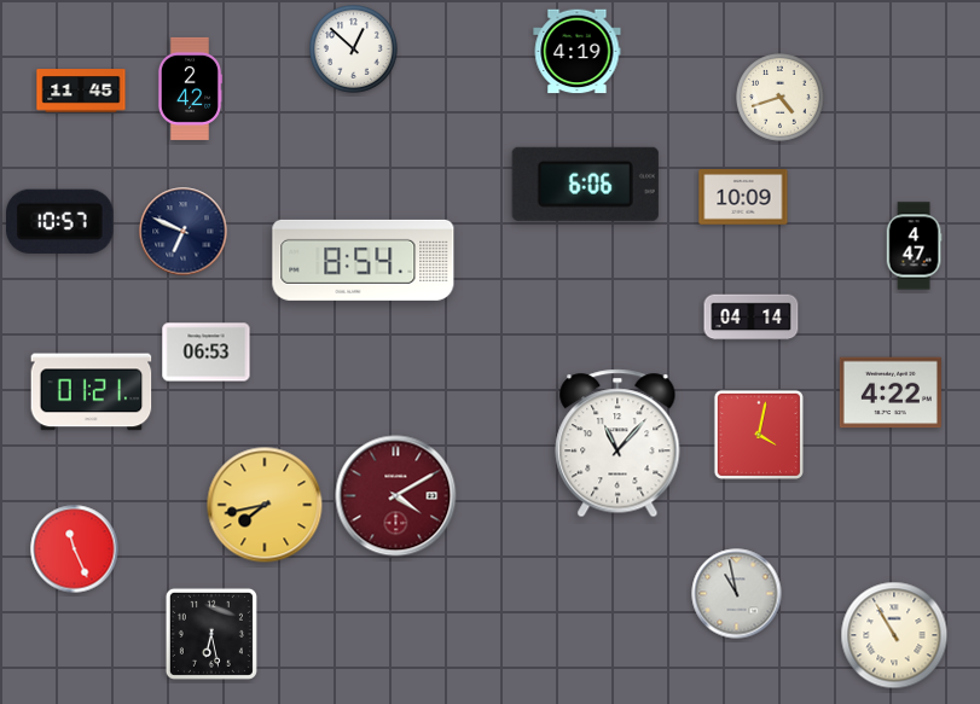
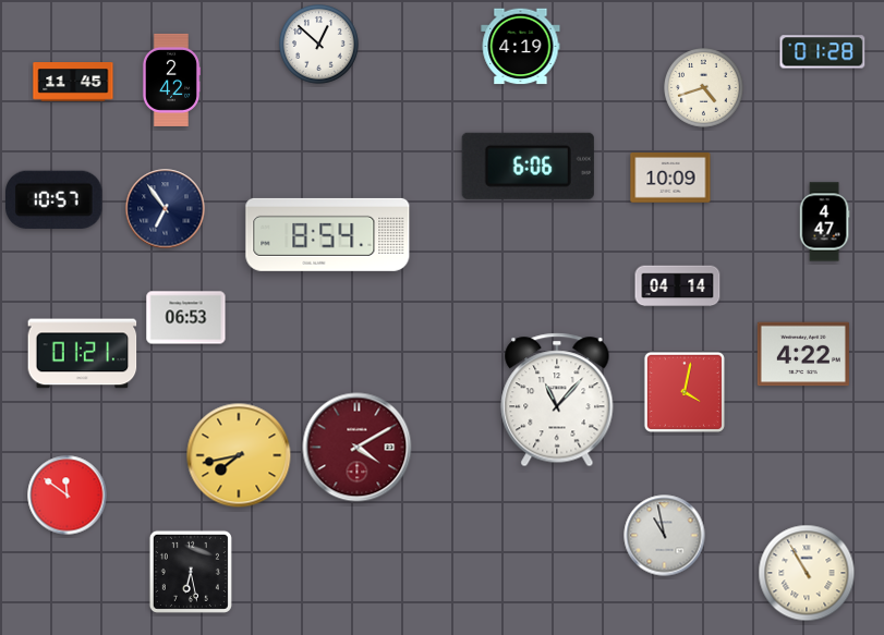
clock at (823, 52): none -> 01:28
clock at (184, 232): 6:49 -> 6:54
clock at (75, 549): 11:26 -> 11:51
